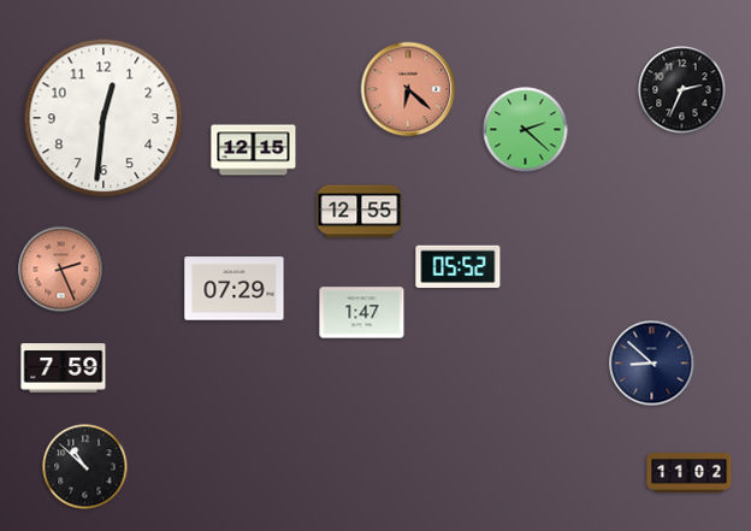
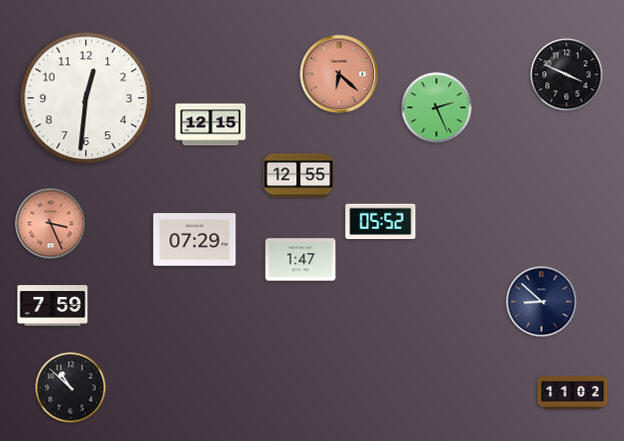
clock at (682, 90): 2:34 -> 3:49
clock at (526, 130): 2:22 -> 2:26
clock at (61, 270): 2:26 -> 3:26
